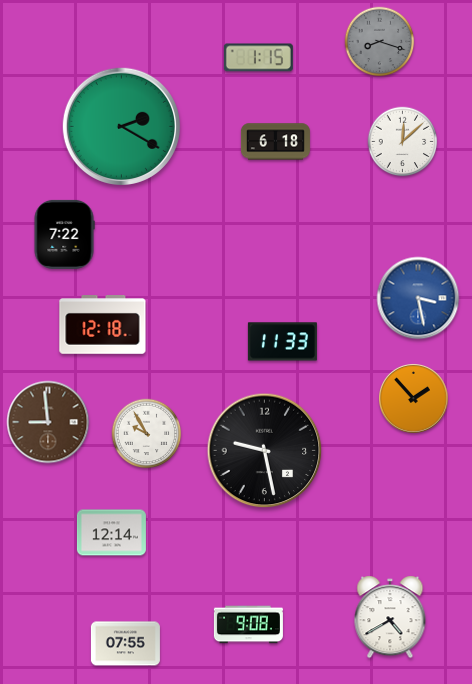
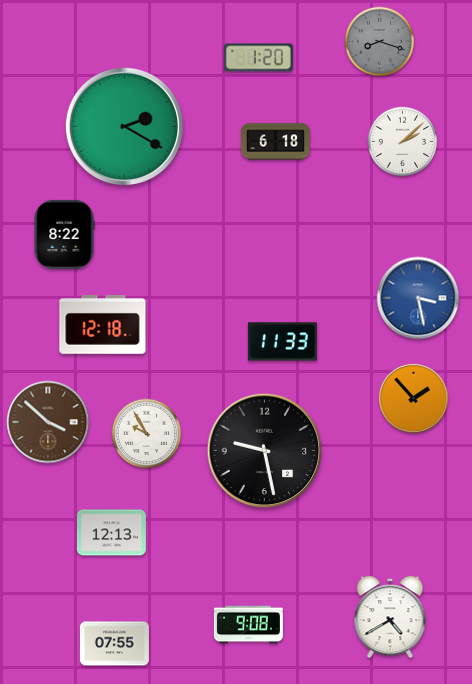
clock at (258, 58): 1:15 -> 1:20
clock at (121, 126) position: (121, 126) -> (124, 126)
clock at (403, 142): 12:08 -> 2:08
clock at (64, 234): 7:22 -> 8:22
clock at (48, 422): 8:59 -> 3:52
clock at (111, 533): 12:14 -> 12:13
clock at (125, 644) position: (125, 644) -> (114, 644)
